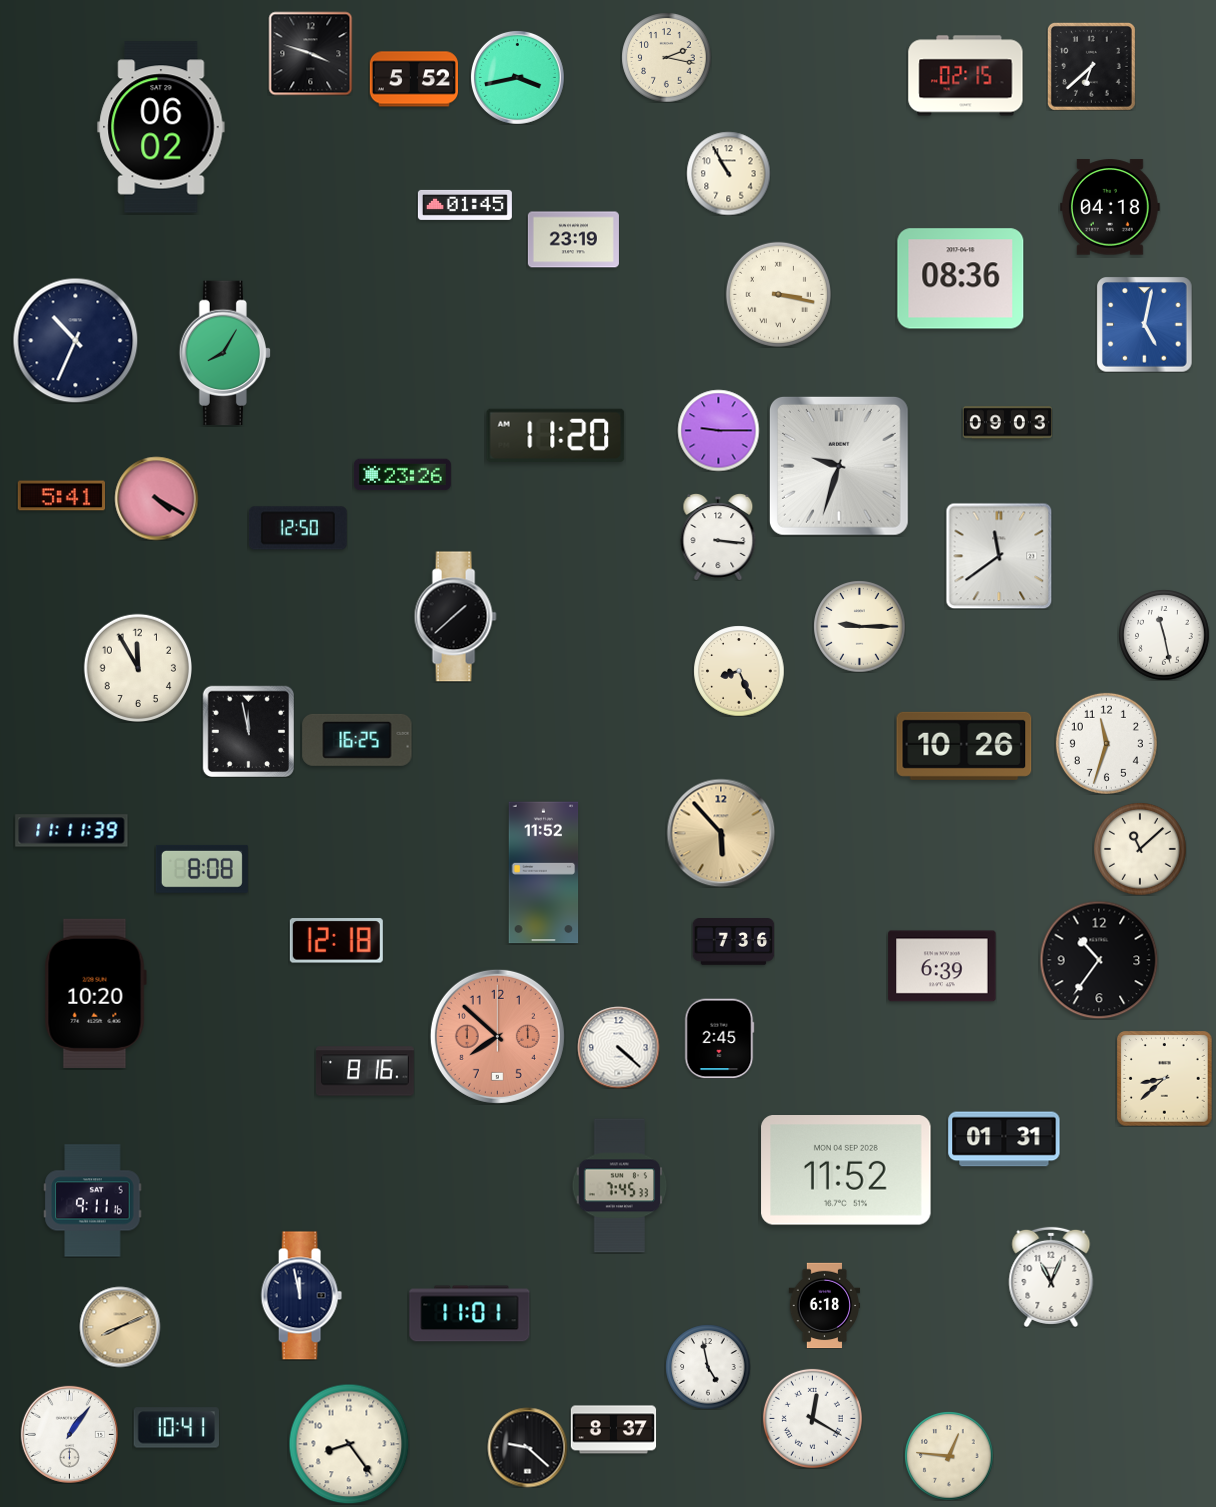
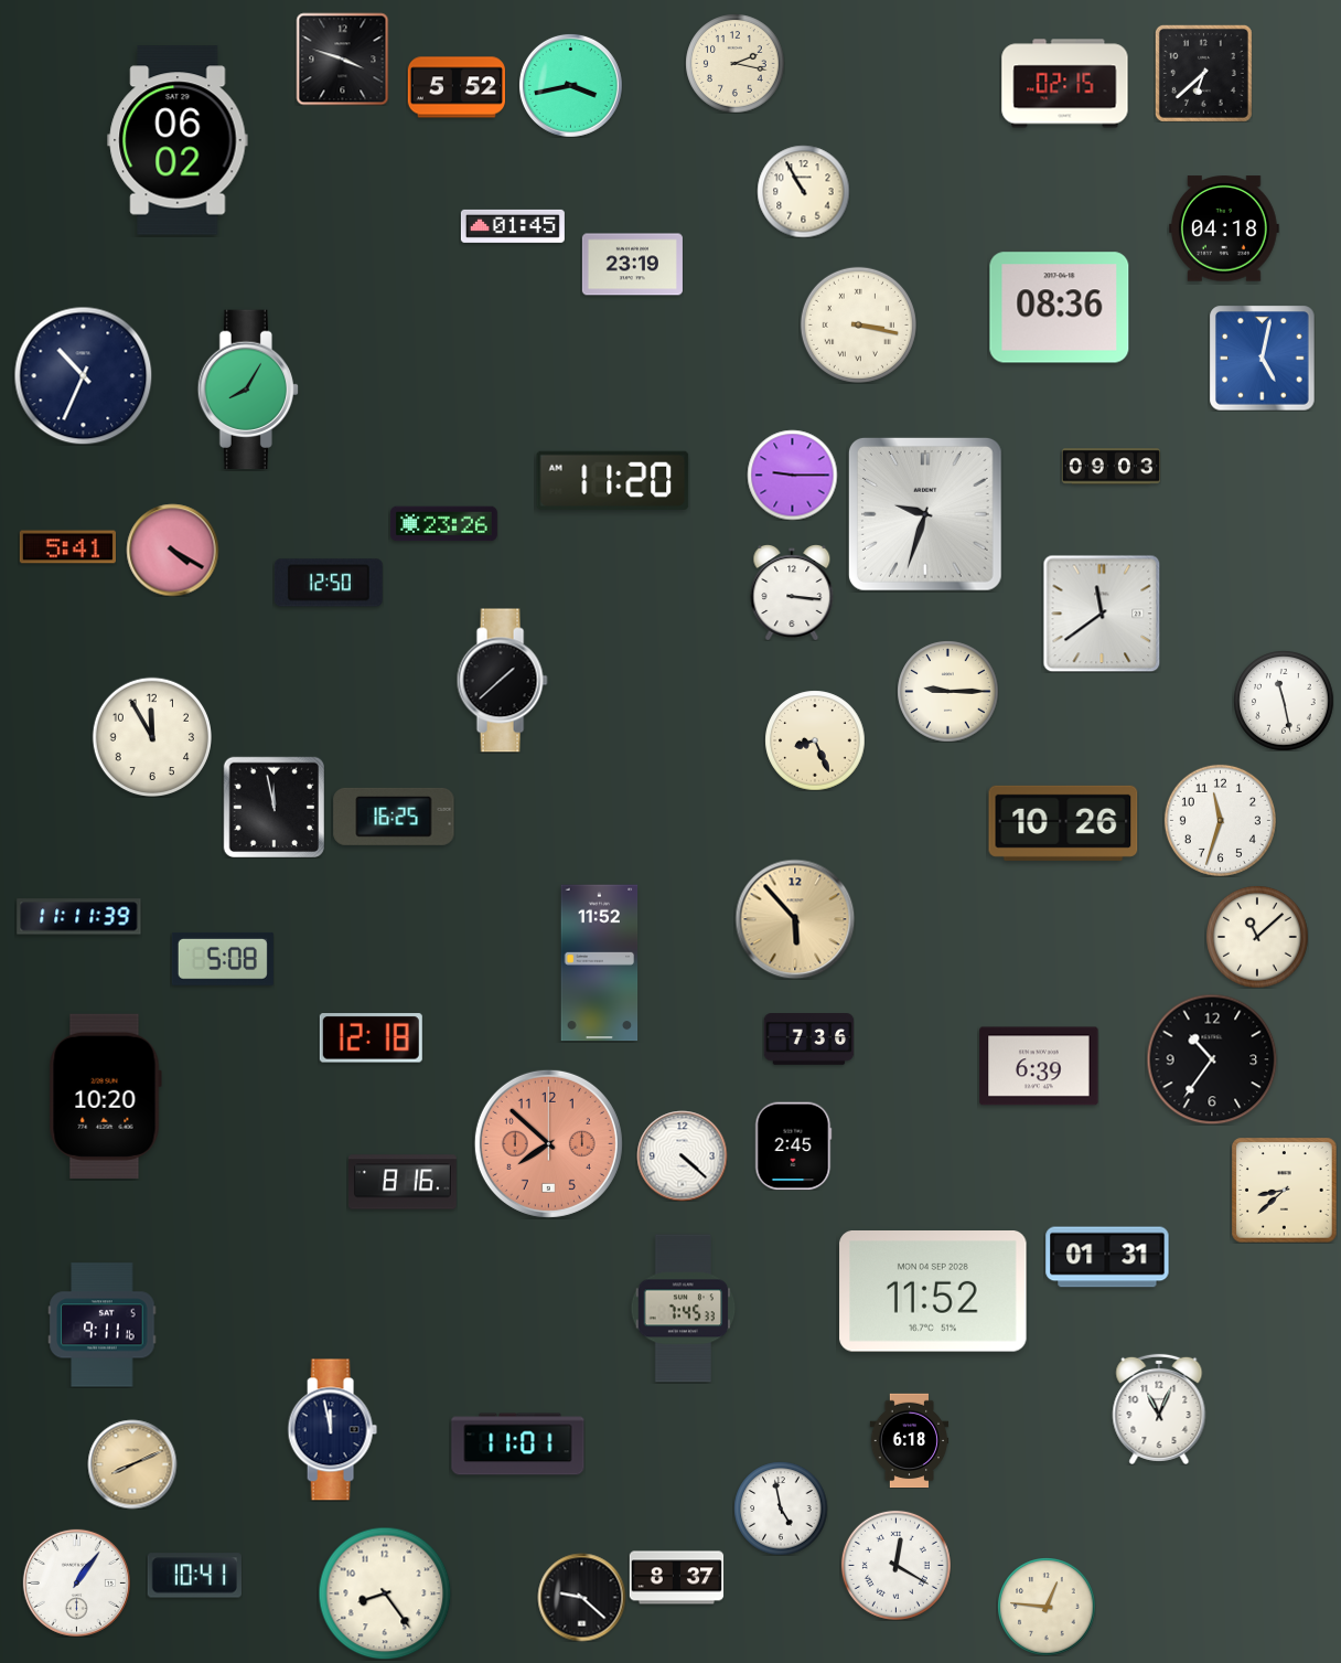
clock at (202, 869): 8:08 -> 5:08
clock at (470, 1314) position: (470, 1314) -> (518, 1445)
